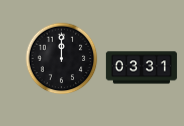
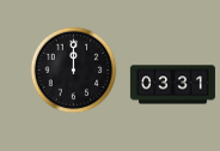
clock at (141, 68) position: (141, 68) -> (172, 85)
